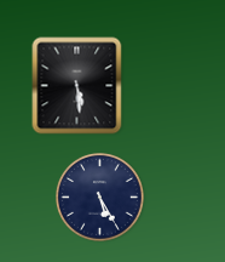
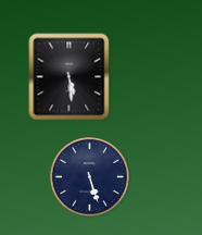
clock at (100, 198): 5:25 -> 5:27
